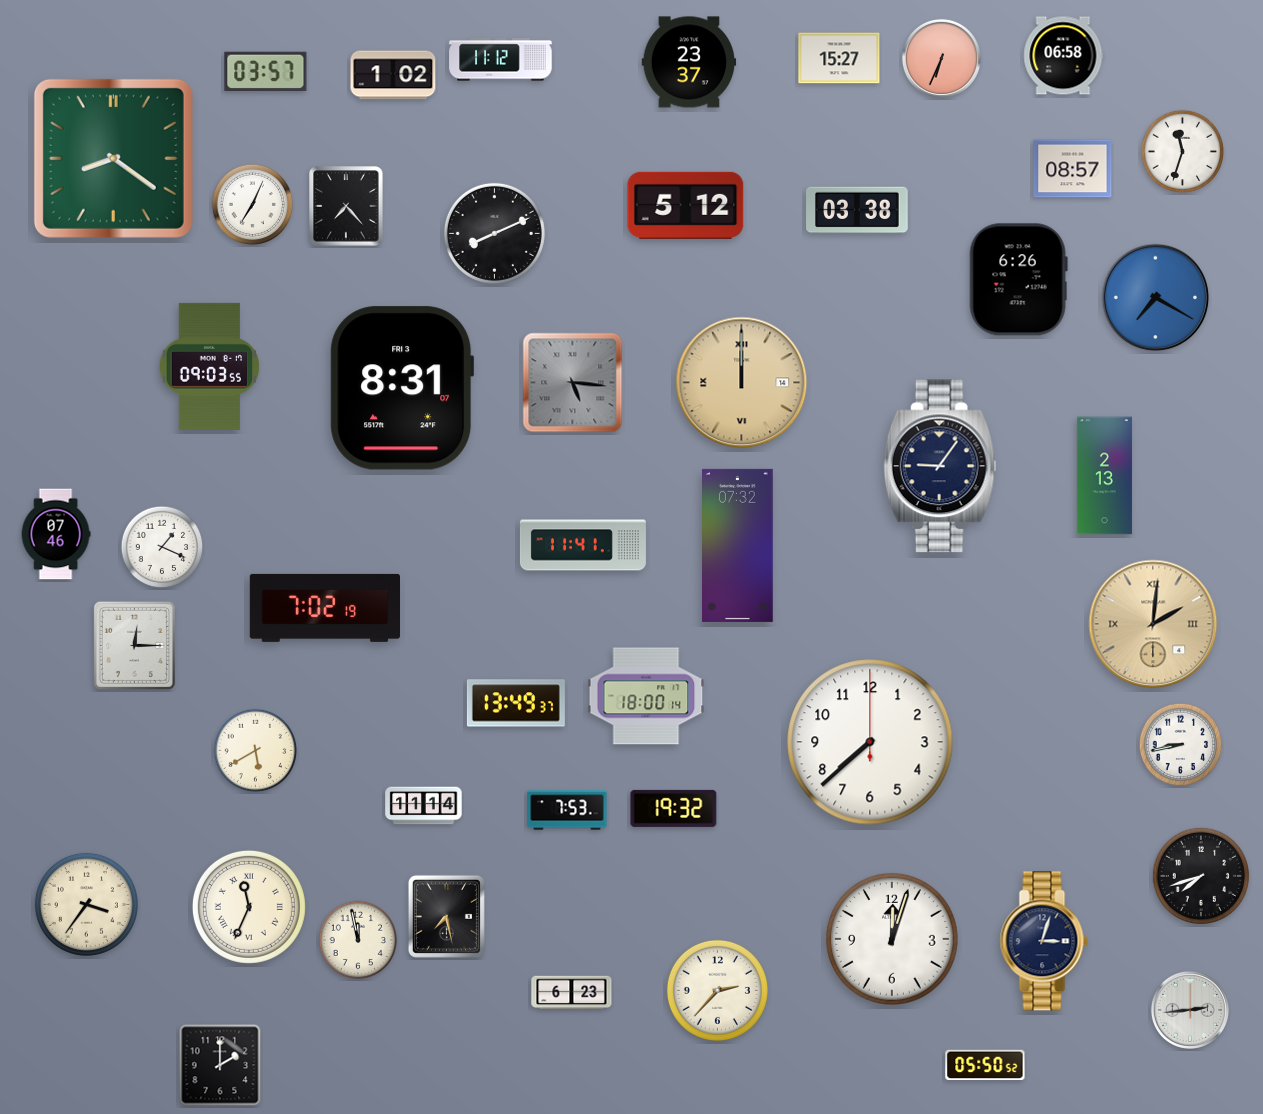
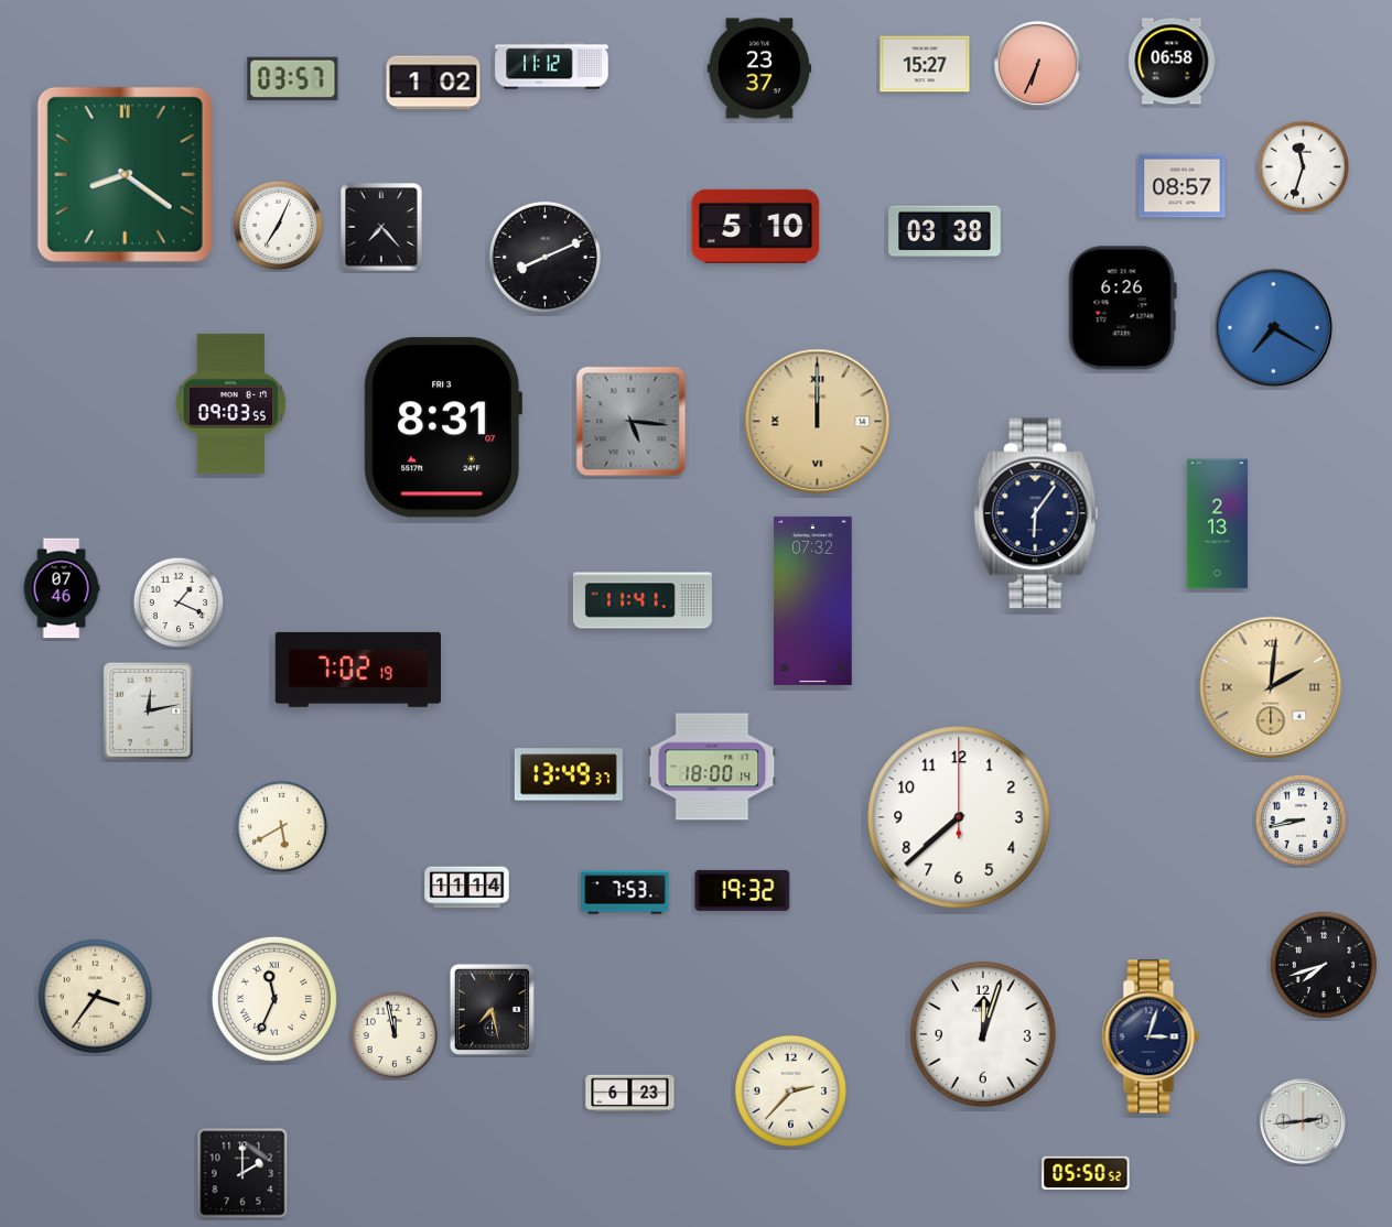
clock at (686, 205): 5:12 -> 5:10
clock at (940, 466): 9:06 -> 6:06
clock at (134, 645): 12:15 -> 12:13
clock at (1190, 1010) position: (1190, 1010) -> (1303, 1121)
